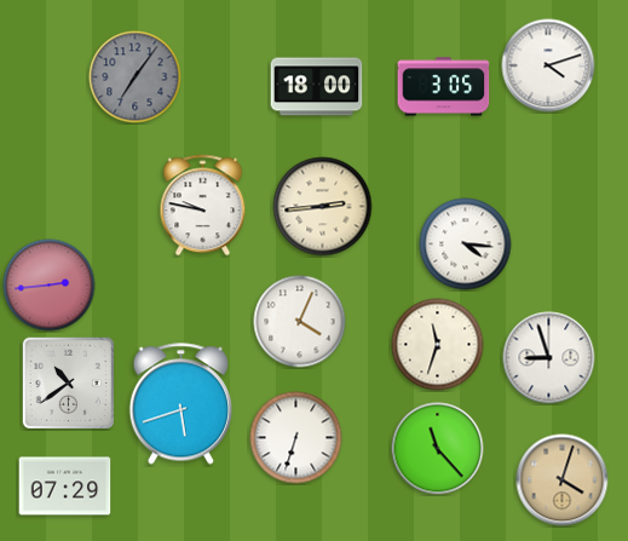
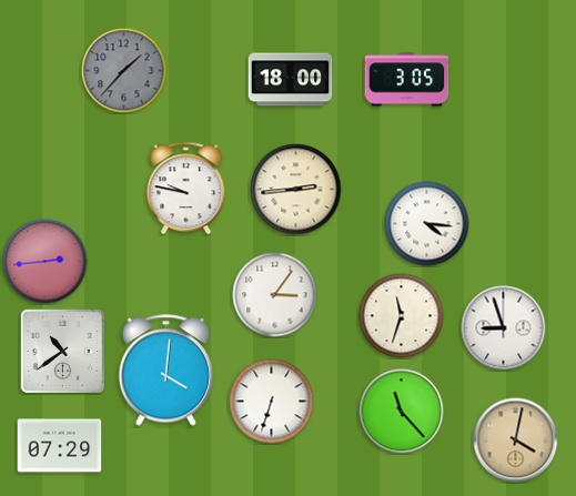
clock at (548, 65): 4:12 -> none
clock at (136, 77): 7:06 -> 1:37
clock at (300, 322): 4:04 -> 3:06
clock at (180, 404): 5:42 -> 4:01
clock at (563, 480): 4:03 -> 4:02
